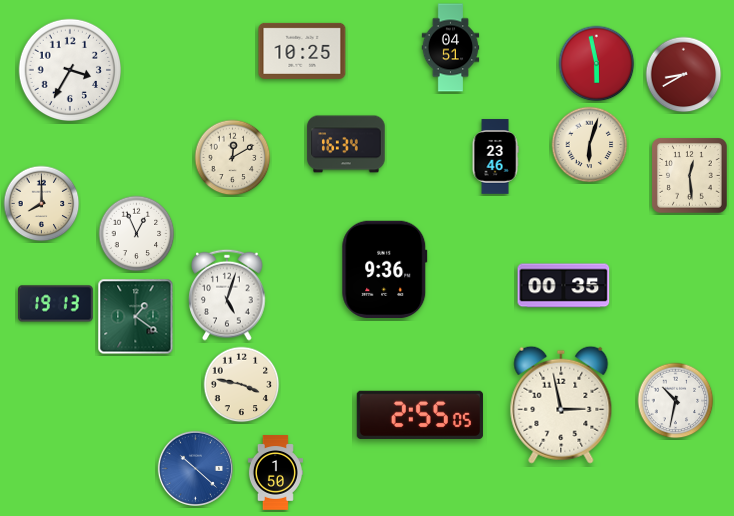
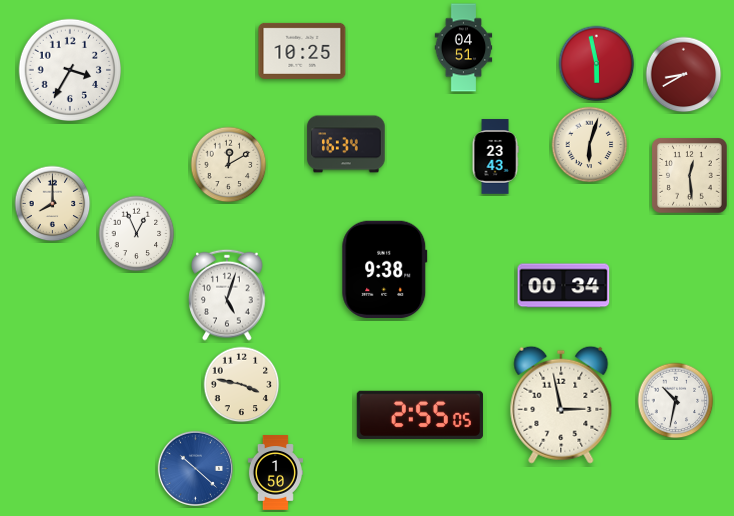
clock at (451, 48) position: (451, 48) -> (464, 48)
clock at (495, 157): 23:46 -> 23:43
clock at (233, 158) position: (233, 158) -> (229, 165)
clock at (42, 204) position: (42, 204) -> (53, 204)
clock at (385, 269): 9:36 -> 9:38
clock at (564, 286): 00:35 -> 00:34
clock at (56, 304): 19:13 -> none
clock at (136, 317): 1:21 -> none
